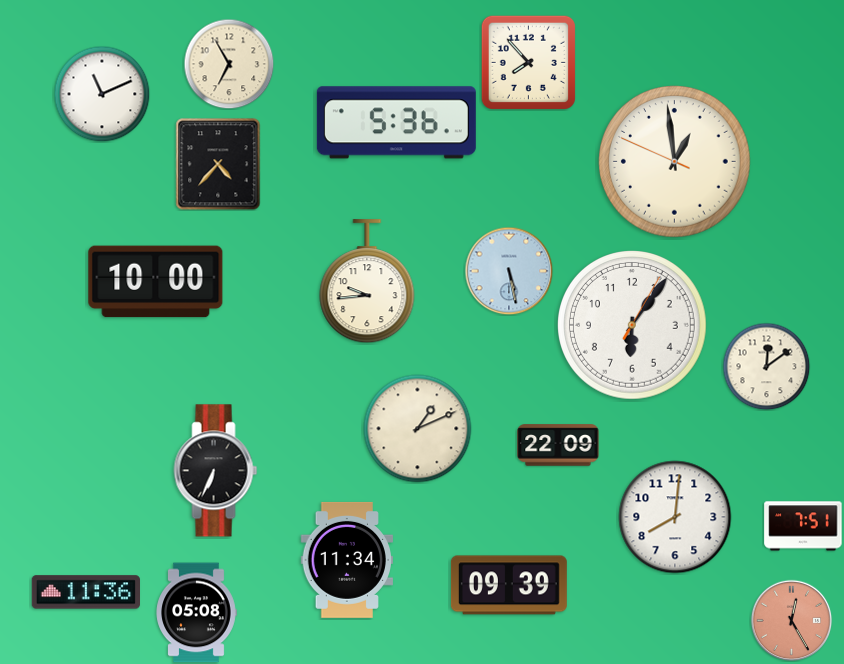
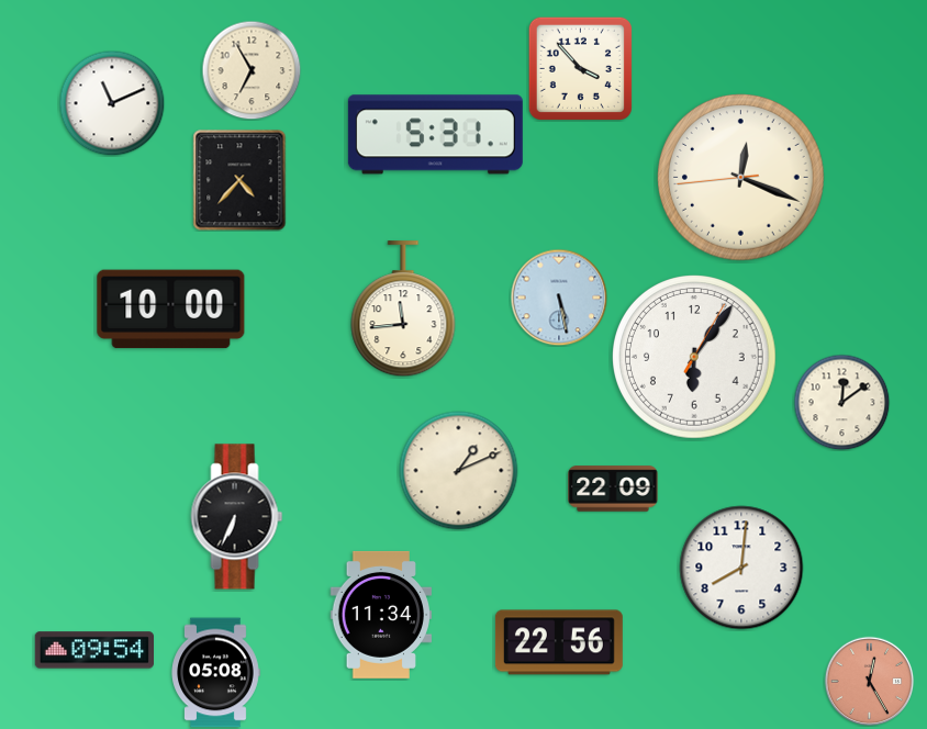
clock at (528, 62): 7:53 -> 3:53
clock at (396, 123): 5:36 -> 5:31
clock at (675, 162): 12:58 -> 12:18
clock at (367, 282): 9:44 -> 11:44
clock at (803, 526): 7:51 -> none
clock at (509, 585): 09:39 -> 22:56
clock at (85, 592): 11:36 -> 09:54
